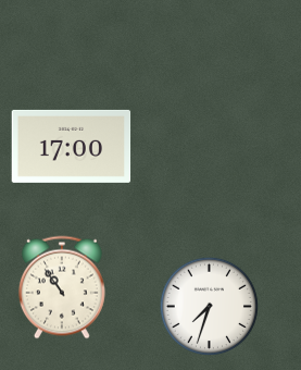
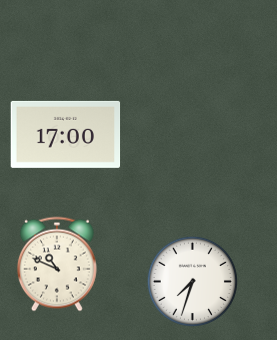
clock at (62, 287): 10:54 -> 10:49
